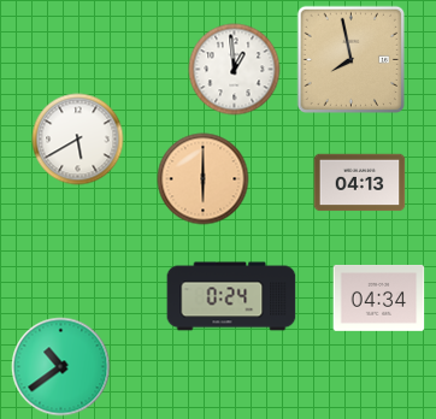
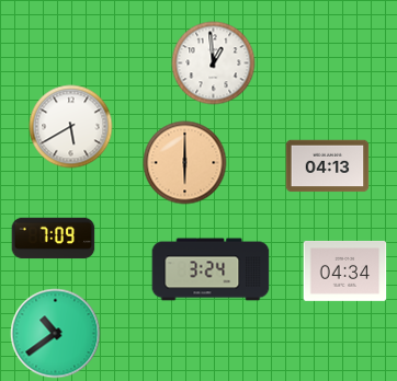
clock at (350, 59): 7:58 -> none
clock at (54, 239): none -> 7:09
clock at (231, 296): 0:24 -> 3:24
